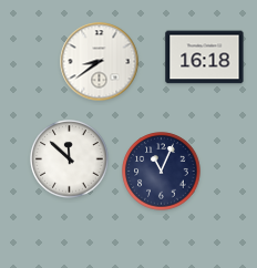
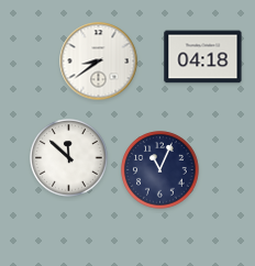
clock at (205, 58): 16:18 -> 04:18
